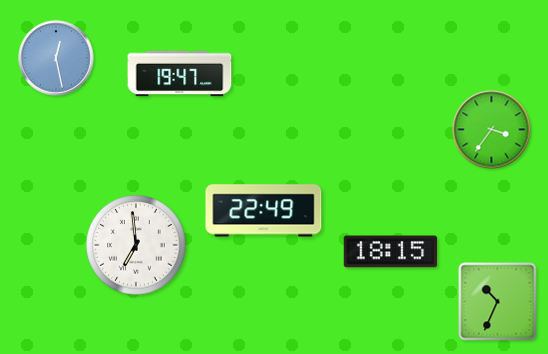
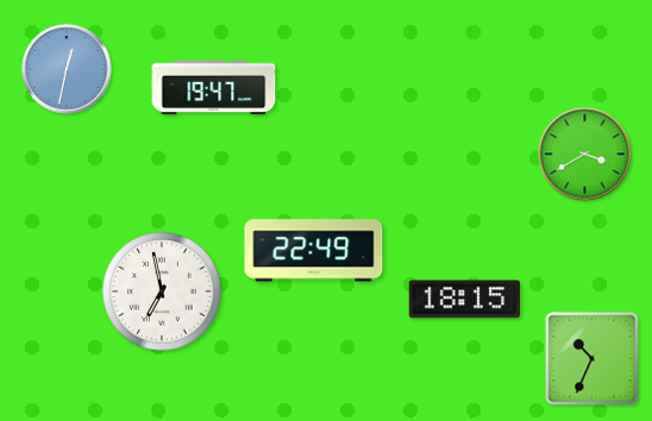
clock at (56, 58): 12:28 -> 12:32
clock at (492, 130): 3:36 -> 3:40
clock at (136, 245): 6:59 -> 6:58
